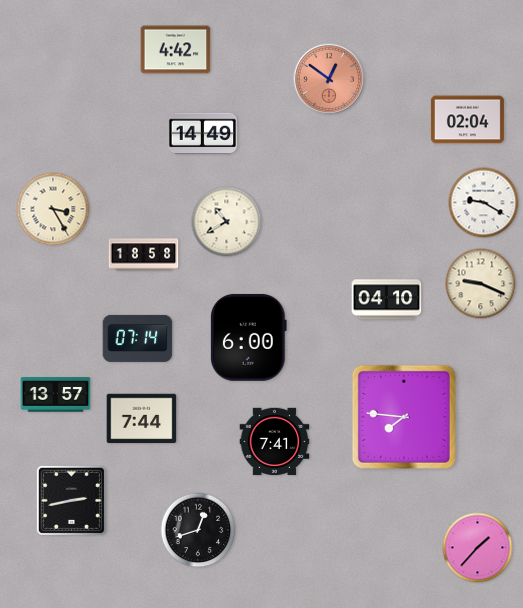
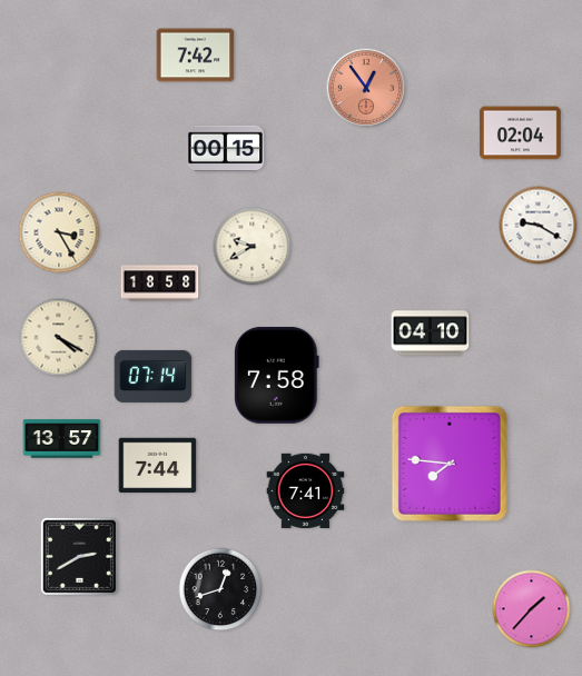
clock at (176, 50): 4:42 -> 7:42
clock at (329, 79): 12:51 -> 12:54
clock at (203, 134): 14:49 -> 00:15
clock at (227, 222): 10:40 -> 9:40
clock at (481, 284): 9:19 -> none
clock at (59, 338): none -> 4:20
clock at (249, 337): 6:00 -> 7:58
clock at (71, 500): 2:43 -> 2:40
